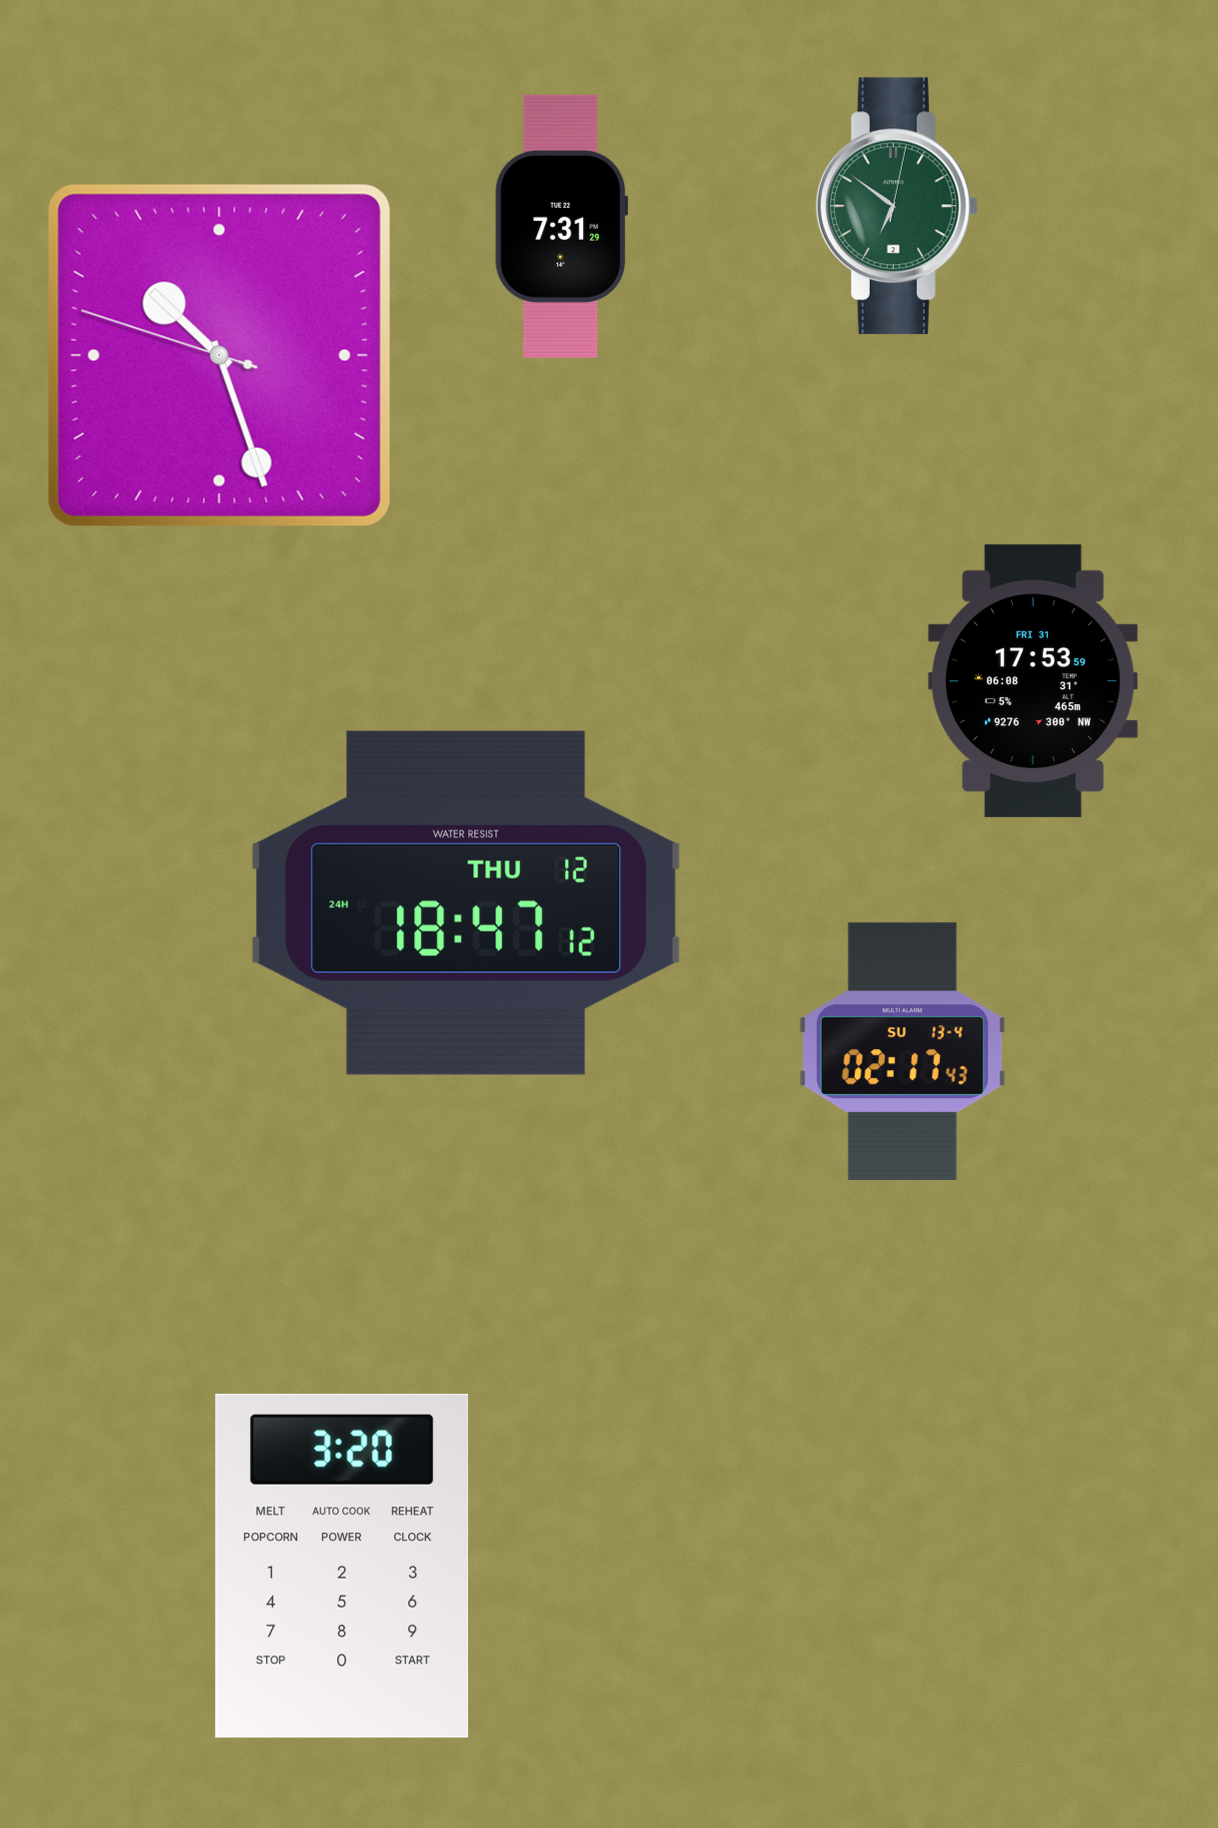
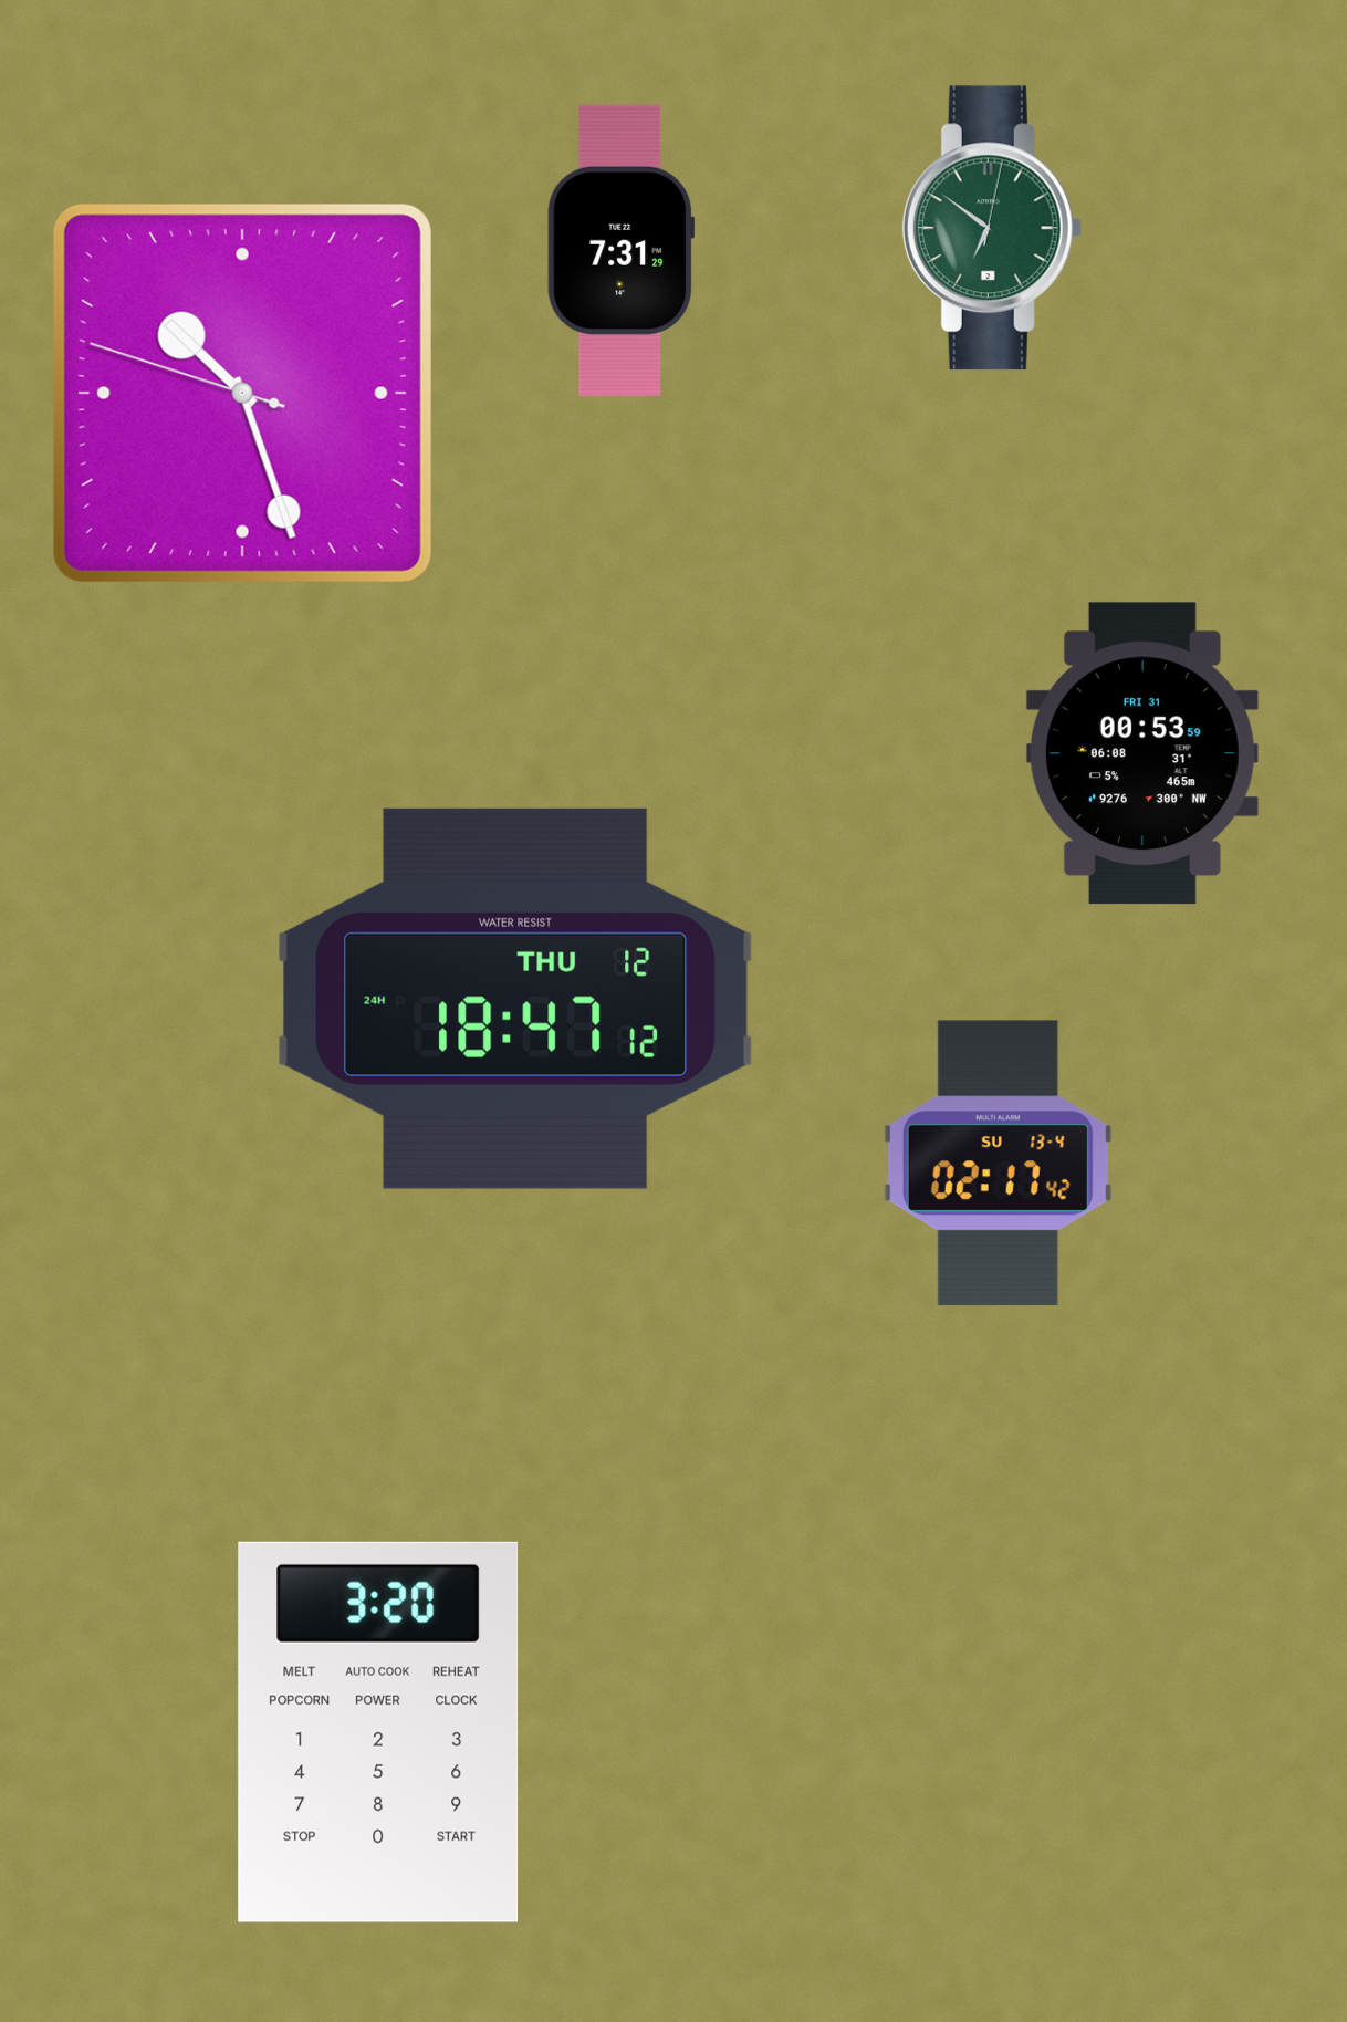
clock at (1033, 681): 17:53 -> 00:53
clock at (902, 1052): 02:17:43 -> 02:17:42
